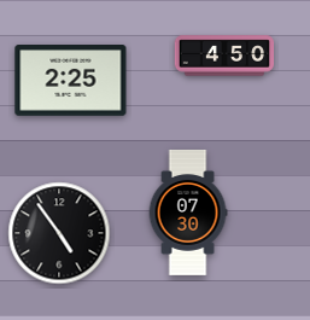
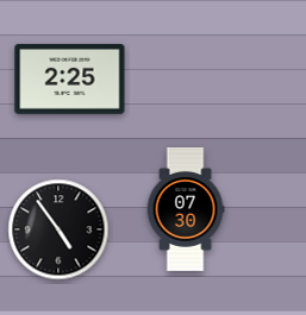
clock at (224, 56): 4:50 -> none
